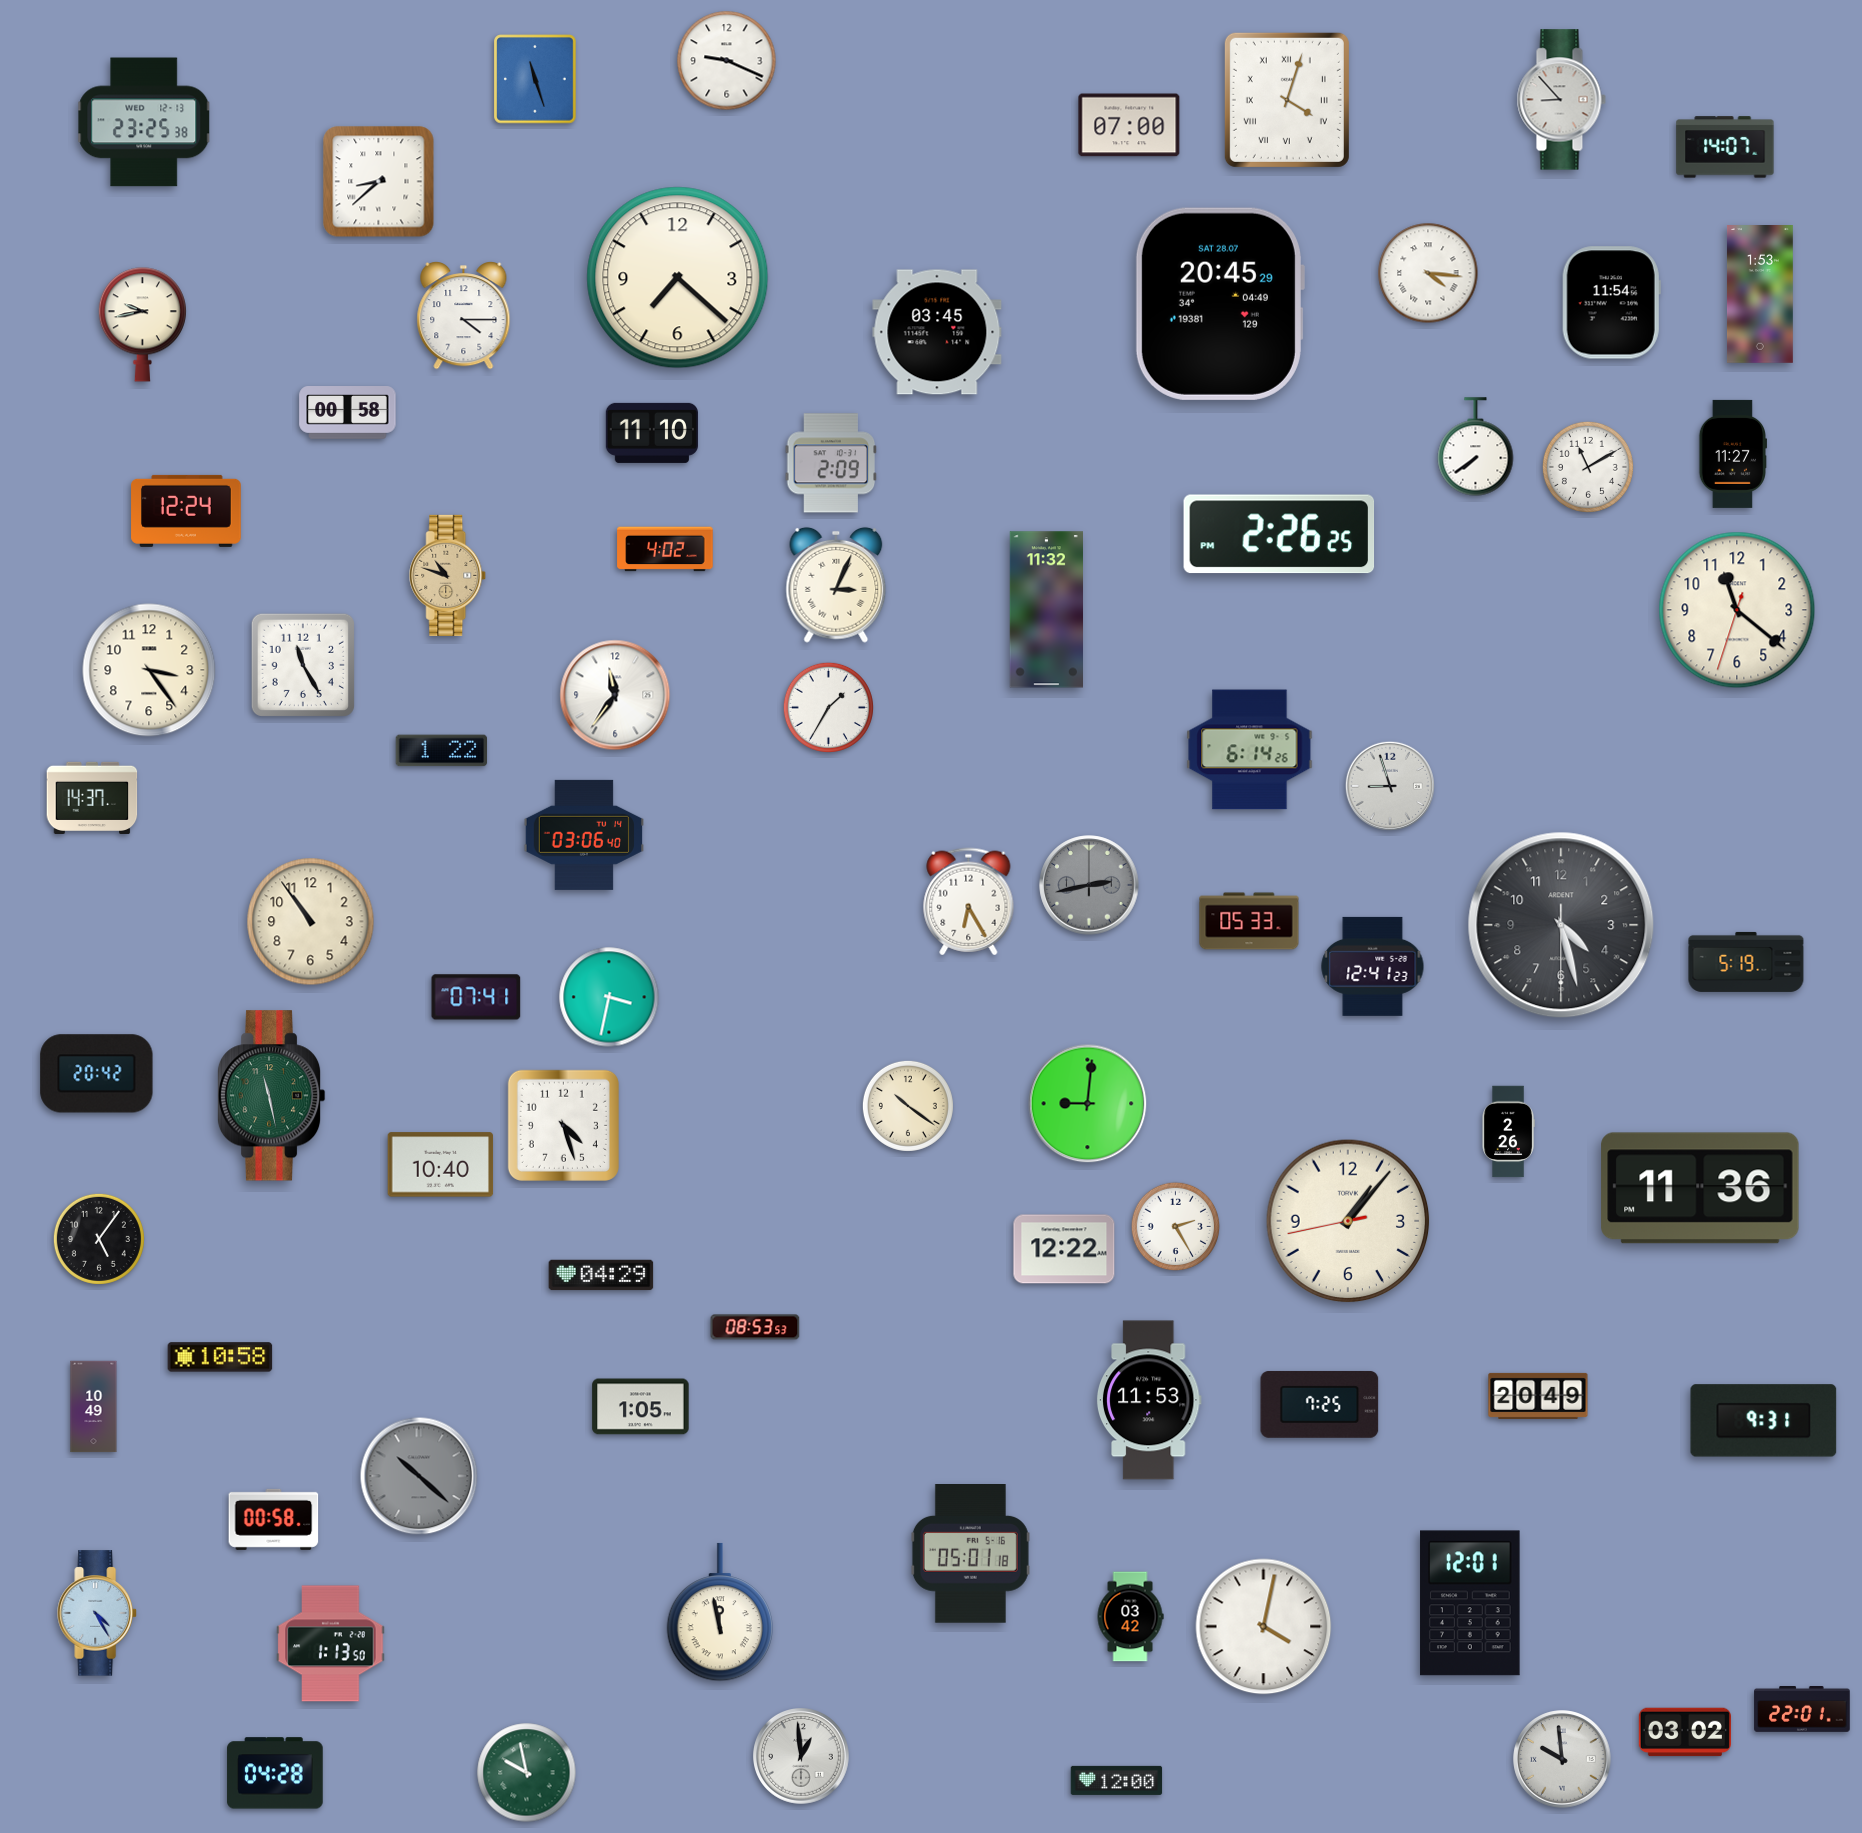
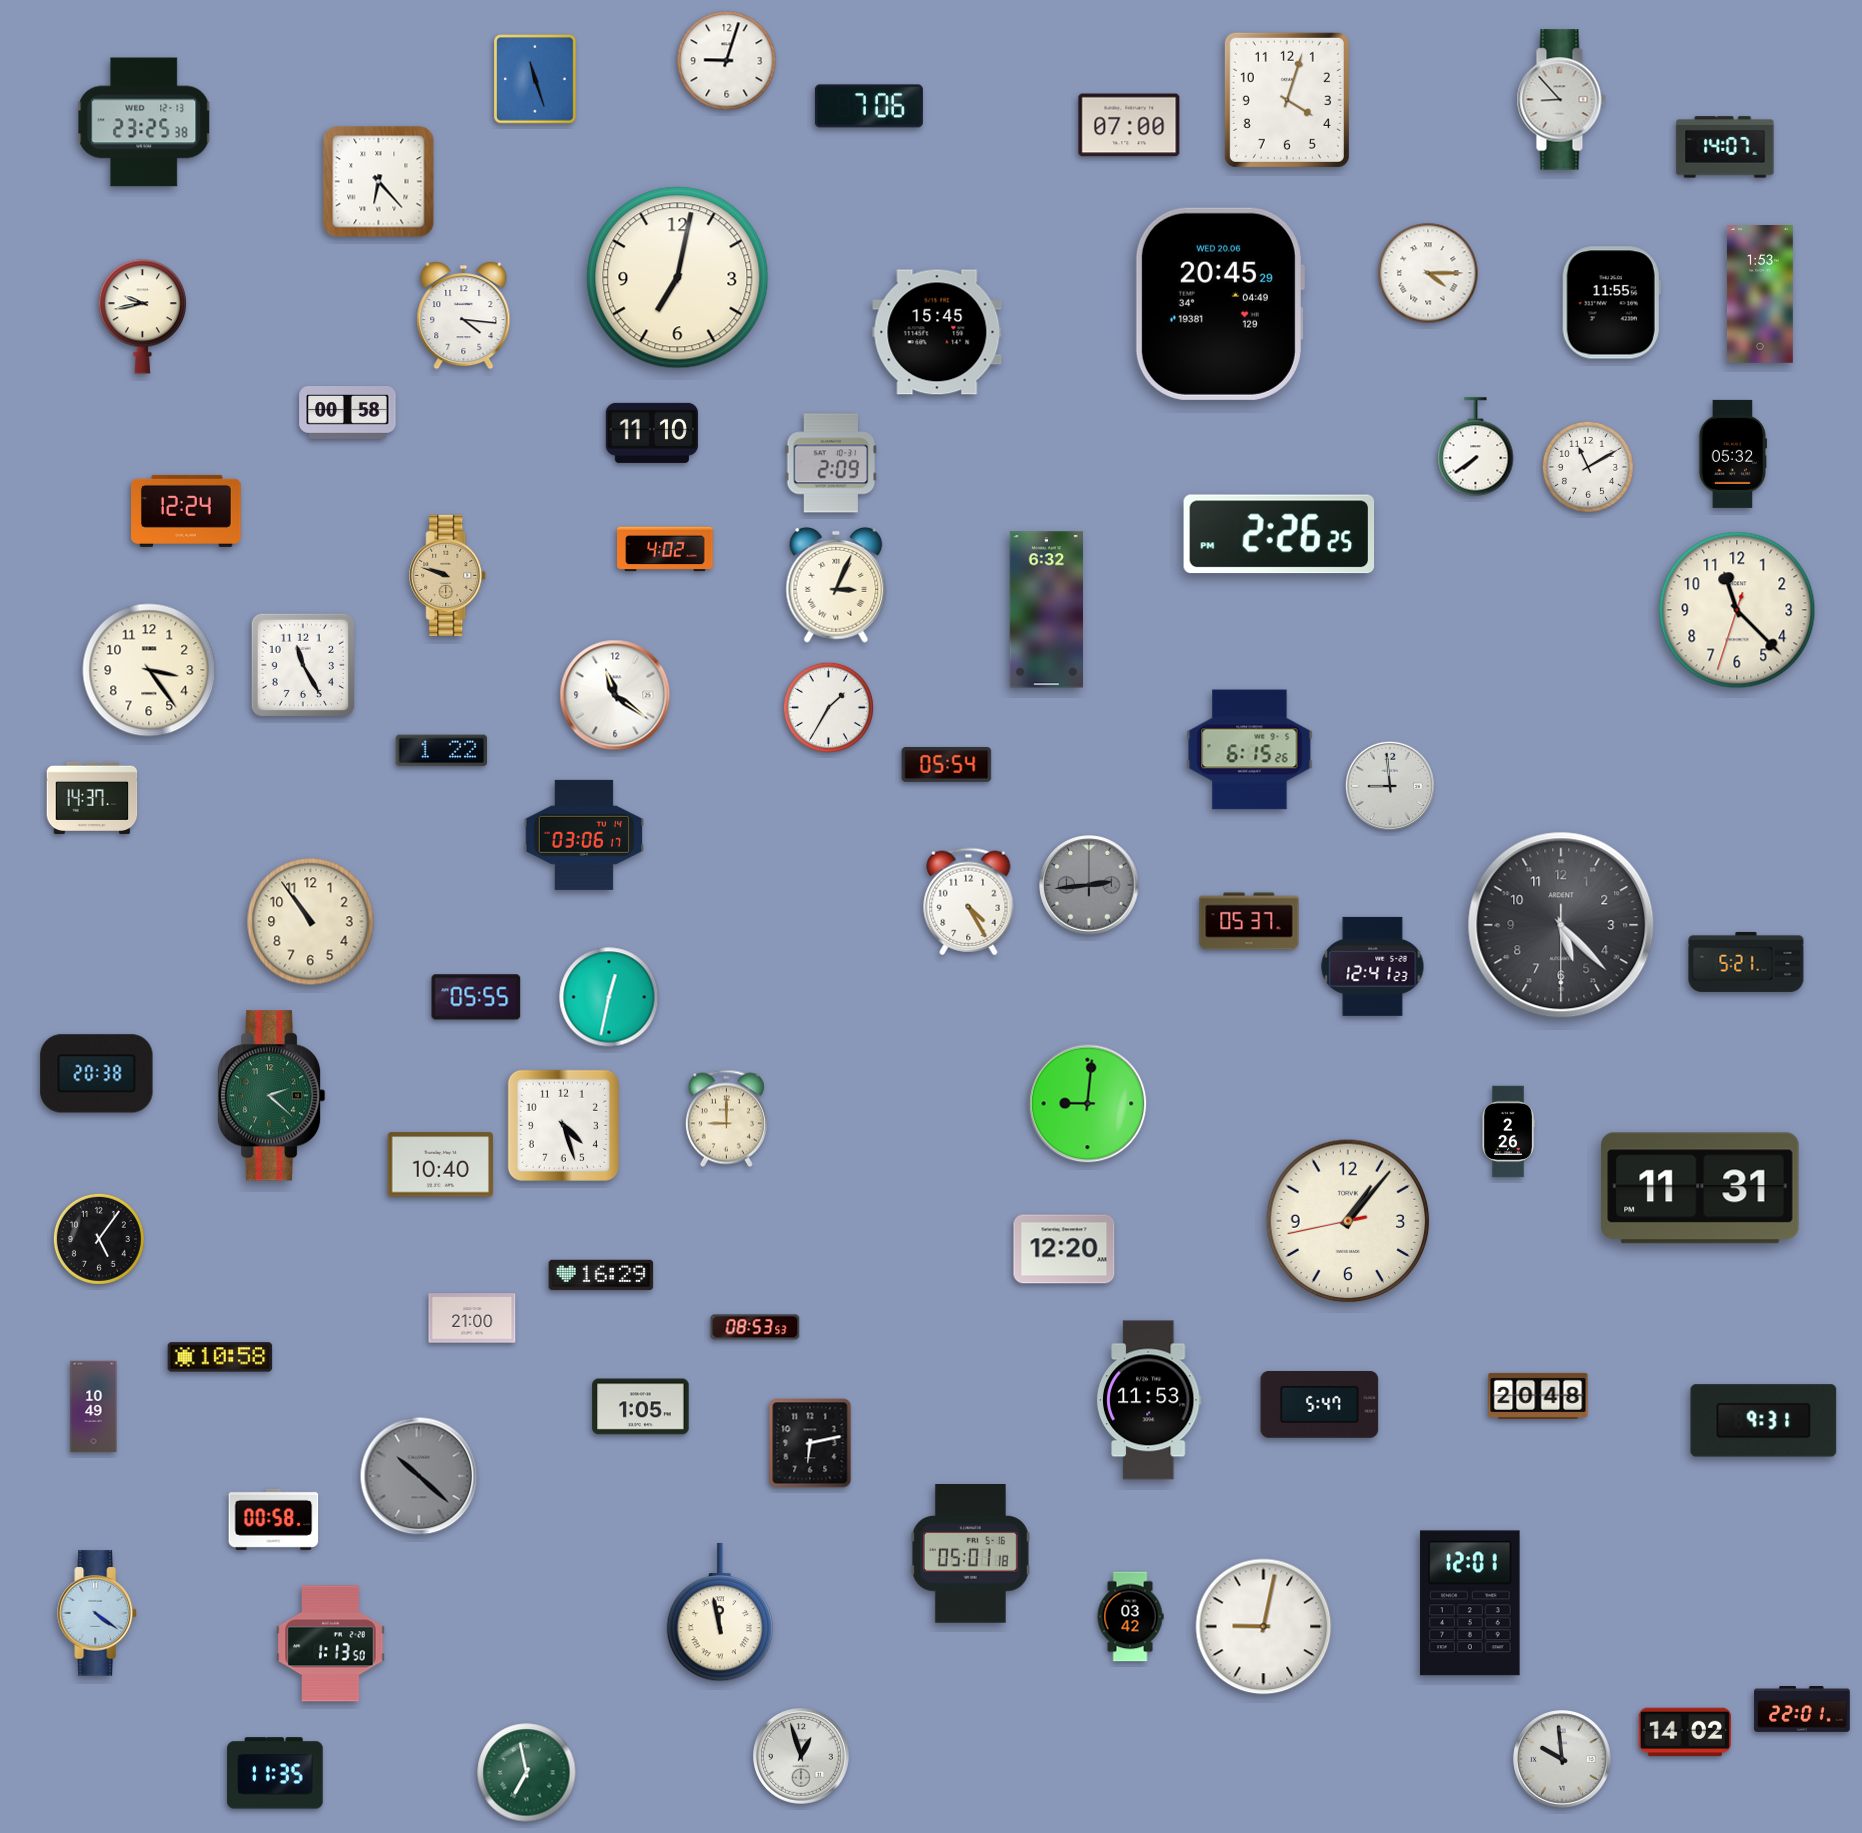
clock at (727, 61): 9:19 -> 9:03
clock at (1287, 100) numerals: Roman -> Arabic
clock at (869, 106): none -> 7:06
clock at (379, 182): 8:38 -> 6:23
clock at (1428, 273): 4:16 -> 4:15
clock at (678, 278): 7:22 -> 7:02
clock at (1611, 303): 11:54 -> 11:55
clock at (1219, 304) date: SAT 28.07 -> WED 20.06
clock at (464, 316): 4:15 -> 4:16
clock at (142, 325) position: (142, 325) -> (142, 317)
clock at (937, 332): 03:45 -> 15:45
clock at (1732, 454): 11:27 -> 05:32
clock at (448, 575): 10:48 -> 9:48
clock at (1046, 610): 11:32 -> 6:32
clock at (1737, 610): 11:21 -> 11:22
clock at (615, 695): 11:36 -> 11:21
clock at (1250, 750): 6:14 -> 6:15
clock at (947, 764): none -> 05:54
clock at (1389, 785): 8:57 -> 8:59
clock at (583, 835): 03:06:40 -> 03:06:17
clock at (1089, 885): 2:43 -> 2:44
clock at (969, 902): 6:25 -> 4:25
clock at (1249, 921): 05:33 -> 05:37
clock at (1561, 925): 4:27 -> 5:22
clock at (1746, 962): 5:19 -> 5:21
clock at (476, 997): 07:41 -> 05:55
clock at (609, 997): 3:32 -> 12:32
clock at (97, 1074): 20:42 -> 20:38
clock at (271, 1096): 11:28 -> 2:22
clock at (908, 1106): 10:21 -> none
clock at (726, 1119): none -> 9:00
clock at (1700, 1188): 11:36 -> 11:31
clock at (1176, 1227): 2:25 -> none
clock at (1064, 1249): 12:22 -> 12:20
clock at (601, 1275): 04:29 -> 16:29
clock at (472, 1318): none -> 21:00
clock at (1538, 1396): 20:49 -> 20:48
clock at (1320, 1404): 7:25 -> 5:47
clock at (810, 1443): none -> 6:13
clock at (97, 1613): 4:25 -> 4:21
clock at (1264, 1627): 4:02 -> 9:02
clock at (1685, 1732): 03:02 -> 14:02
clock at (802, 1757): 12:59 -> 12:57
clock at (275, 1773): 04:28 -> 11:35
clock at (527, 1773): 9:58 -> 6:58
clock at (1117, 1780): 12:00 -> none
